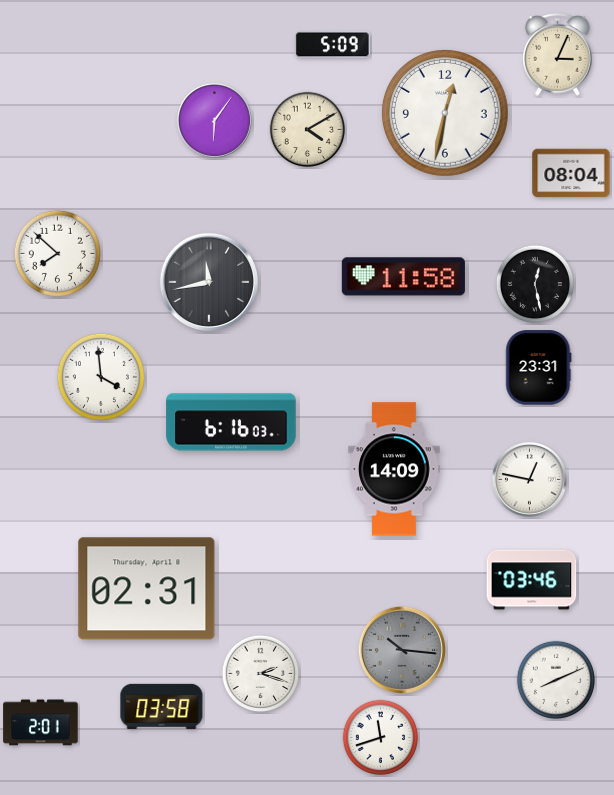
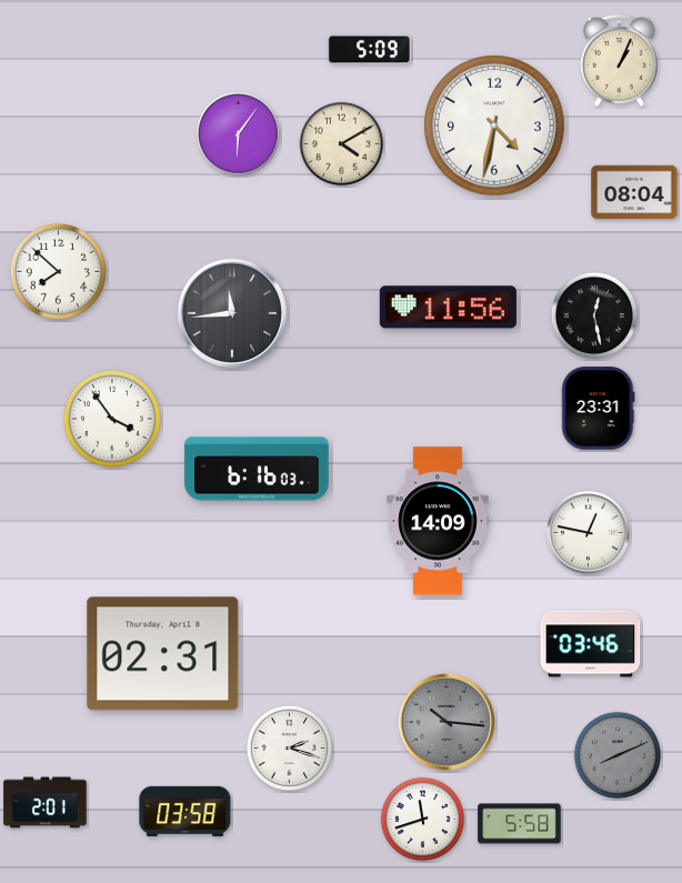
clock at (558, 55): 3:04 -> 1:04
clock at (446, 114): 12:32 -> 4:32
clock at (57, 253) position: (57, 253) -> (58, 271)
clock at (403, 277): 11:58 -> 11:56
clock at (208, 281): 11:43 -> 11:44
clock at (101, 377): 3:59 -> 3:54
clock at (556, 680) dial: white -> grey
clock at (162, 706) position: (162, 706) -> (185, 811)
clock at (520, 824): none -> 5:58
